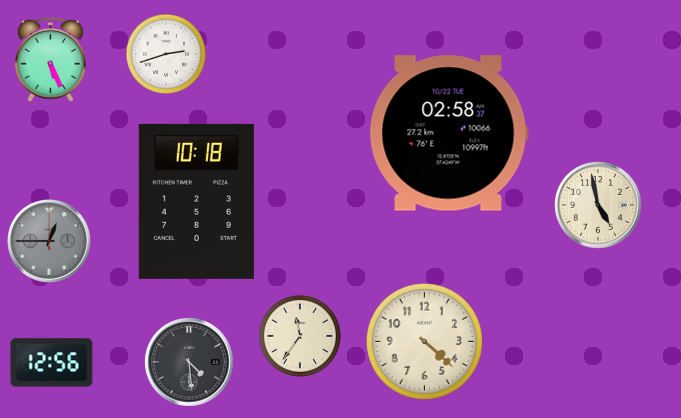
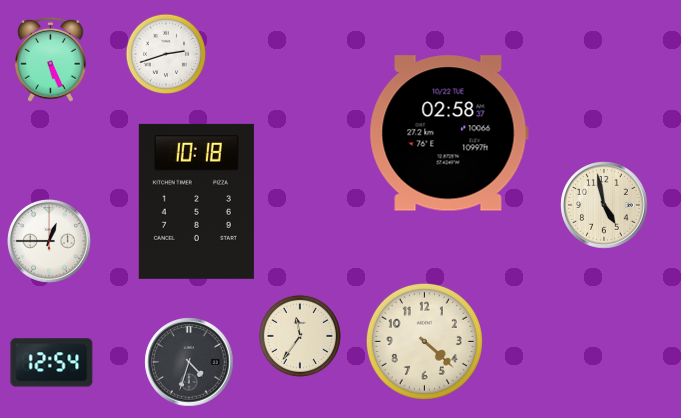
clock at (598, 205) position: (598, 205) -> (604, 205)
clock at (50, 242) dial: grey -> white
clock at (189, 362): 4:29 -> 4:33
clock at (52, 363): 12:56 -> 12:54
